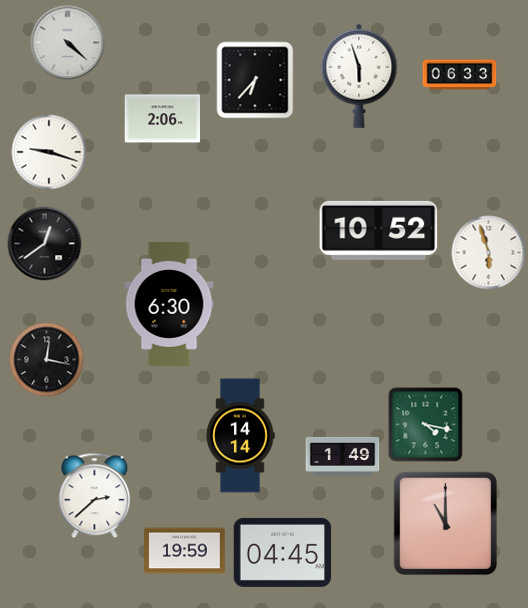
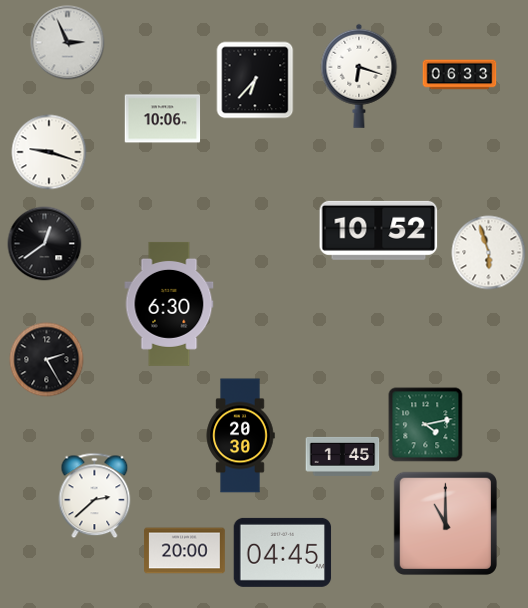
clock at (68, 43): 4:22 -> 2:56
clock at (359, 76): 5:57 -> 6:18
clock at (163, 119): 2:06 -> 10:06
clock at (47, 360): 12:17 -> 2:25
clock at (426, 425): 4:17 -> 4:13
clock at (240, 436): 14:14 -> 20:30
clock at (343, 456): 1:49 -> 1:45
clock at (185, 551): 19:59 -> 20:00
